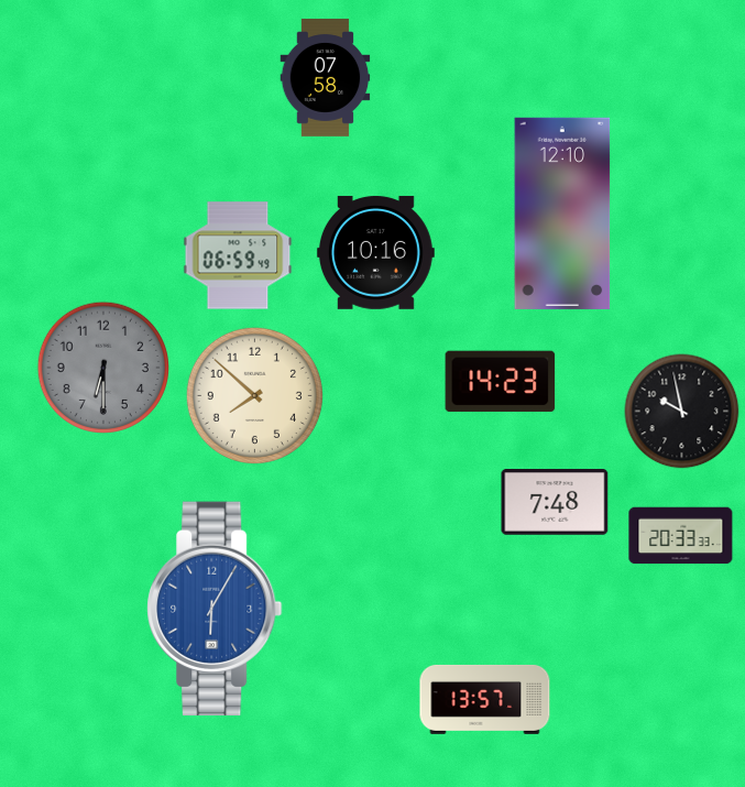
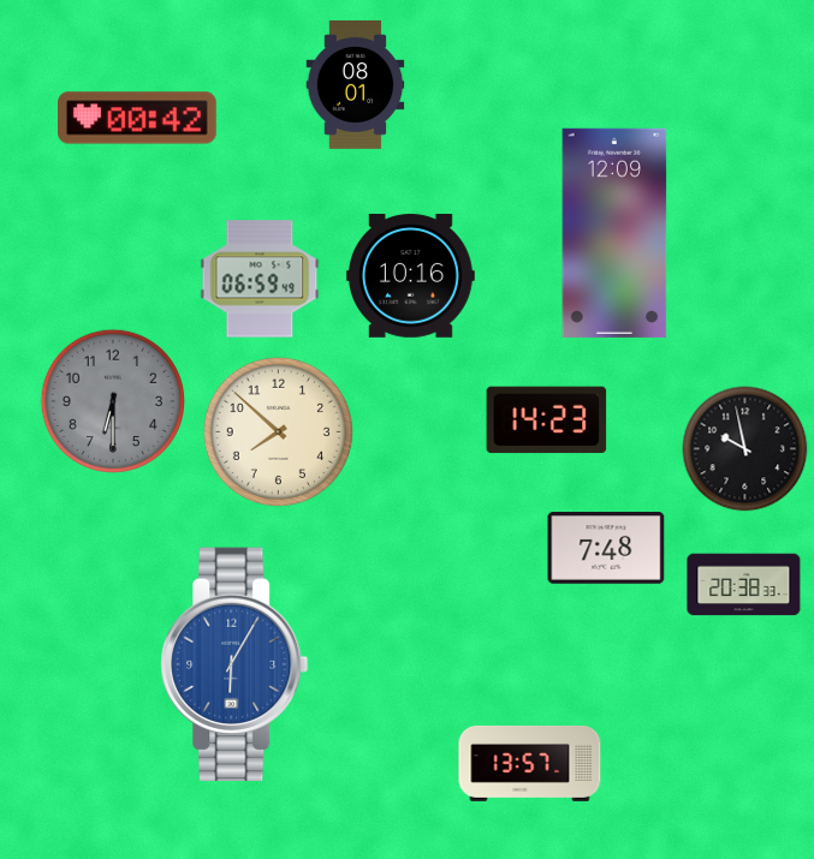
clock at (326, 77): 07:58 -> 08:01
clock at (138, 118): none -> 00:42
clock at (562, 214): 12:10 -> 12:09
clock at (501, 382) position: (501, 382) -> (547, 420)
clock at (681, 536): 20:33 -> 20:38
